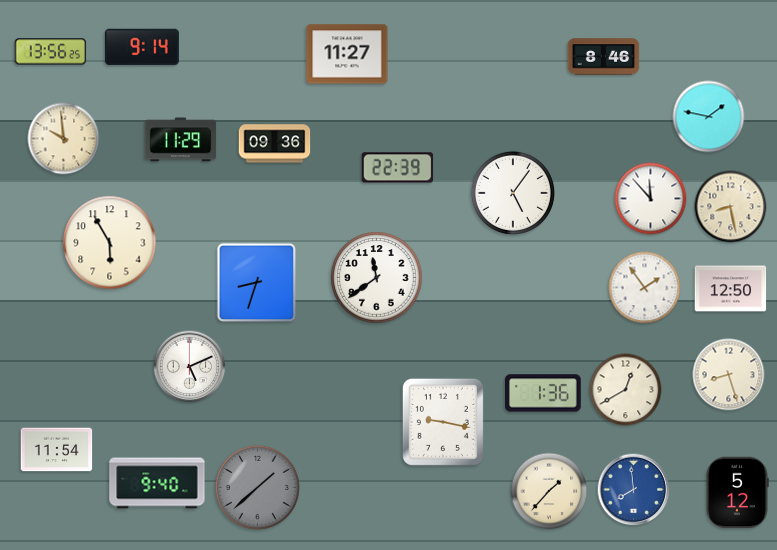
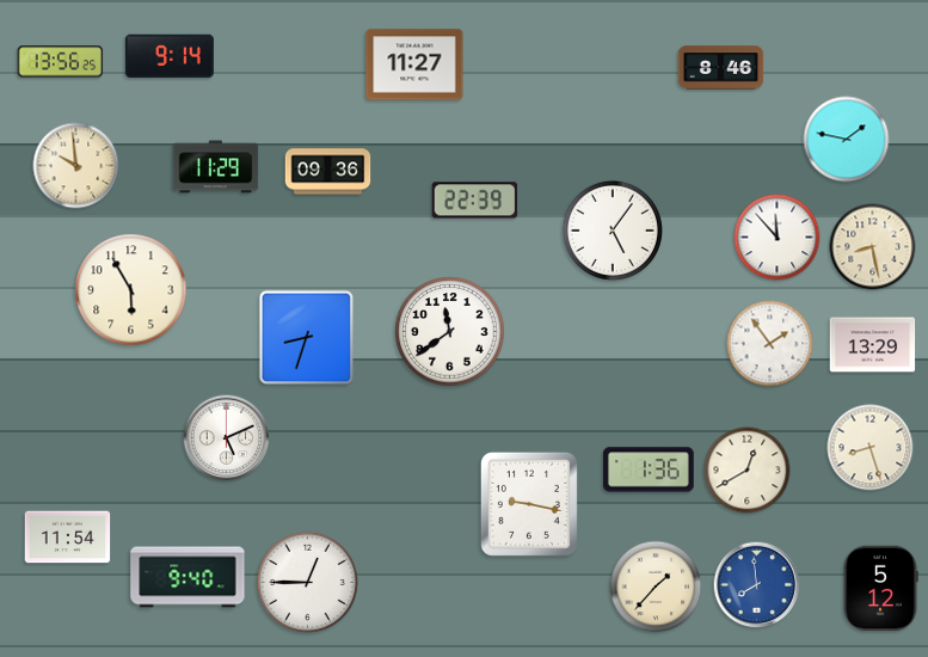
clock at (731, 289): 12:50 -> 13:29
clock at (626, 390) position: (626, 390) -> (748, 471)
clock at (257, 487): 1:38 -> 12:45
clock at (257, 487) dial: grey -> white
